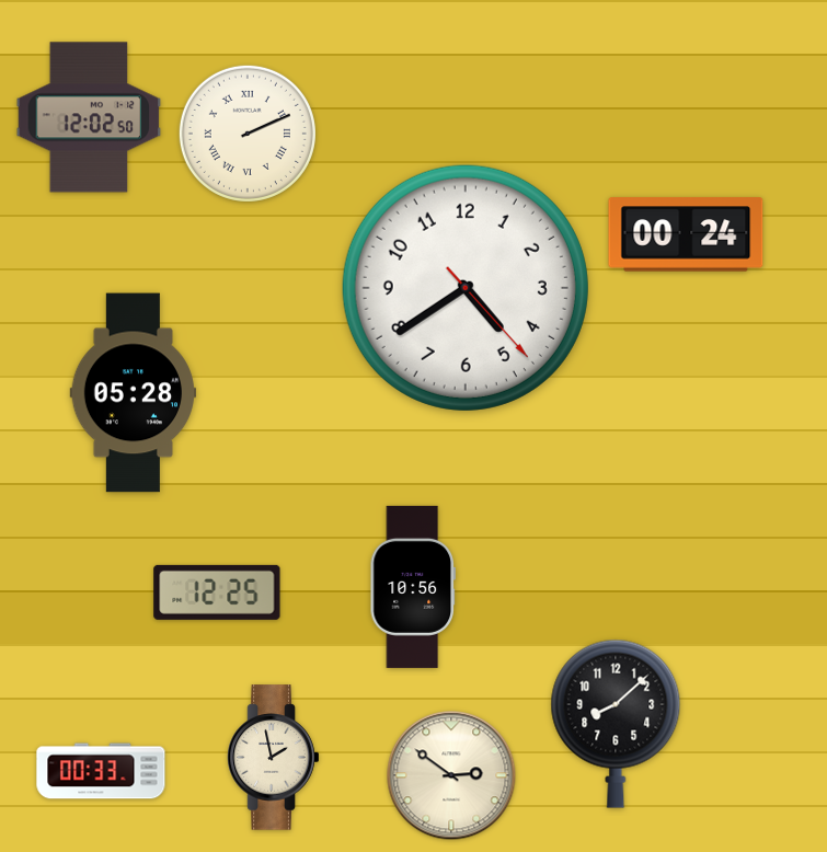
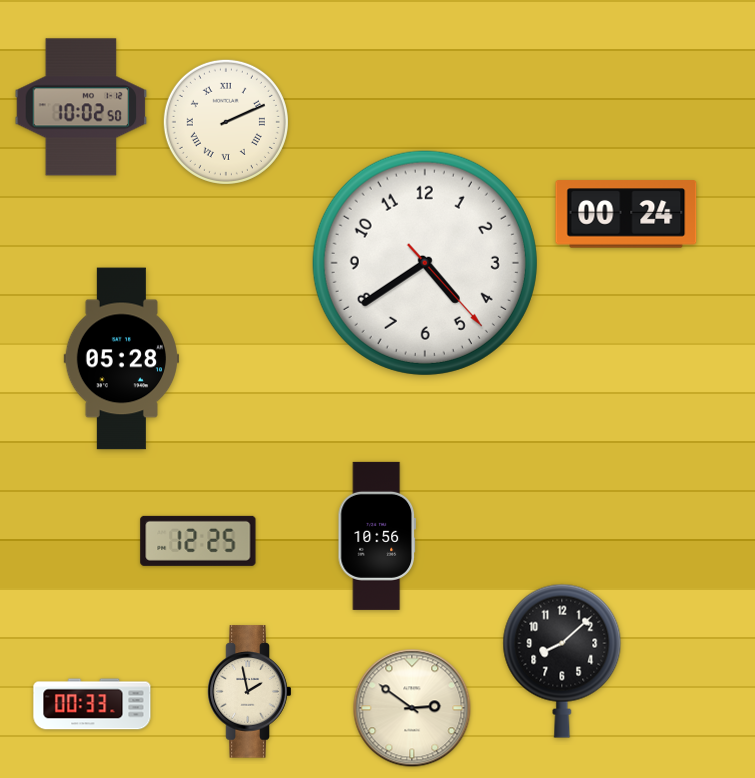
clock at (89, 117): 12:02 -> 10:02
